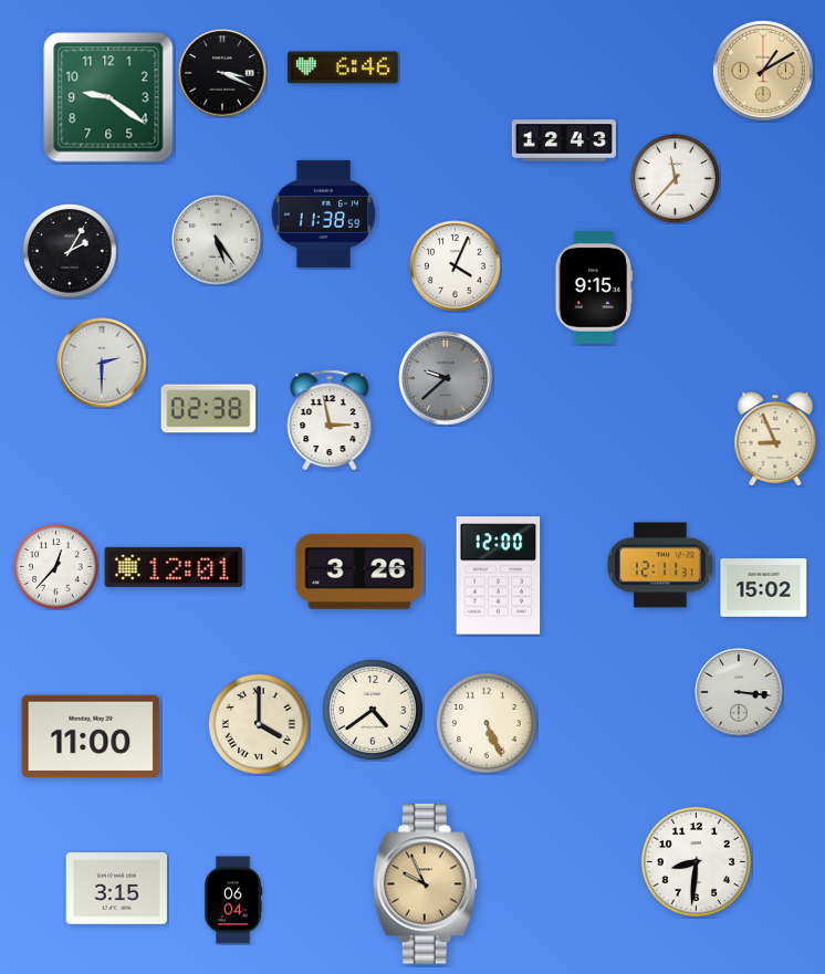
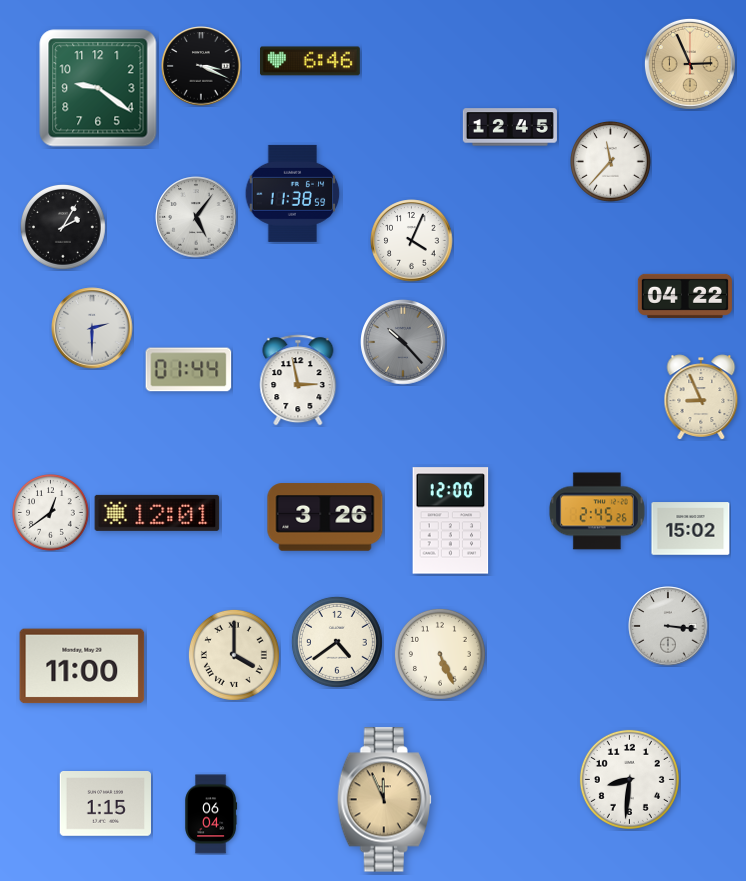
clock at (763, 71): 1:10 -> 2:56
clock at (564, 140): 12:43 -> 12:45
clock at (217, 240): 5:24 -> 5:06
clock at (594, 287): 9:15 -> none
clock at (685, 296): none -> 04:22
clock at (446, 378): 9:38 -> 10:23
clock at (209, 409): 02:38 -> 01:44
clock at (660, 565): 12:11 -> 2:45
clock at (56, 567): 12:37 -> 12:39
clock at (764, 588) position: (764, 588) -> (691, 529)
clock at (425, 884): 9:56 -> 11:56
clock at (116, 889): 3:15 -> 1:15
